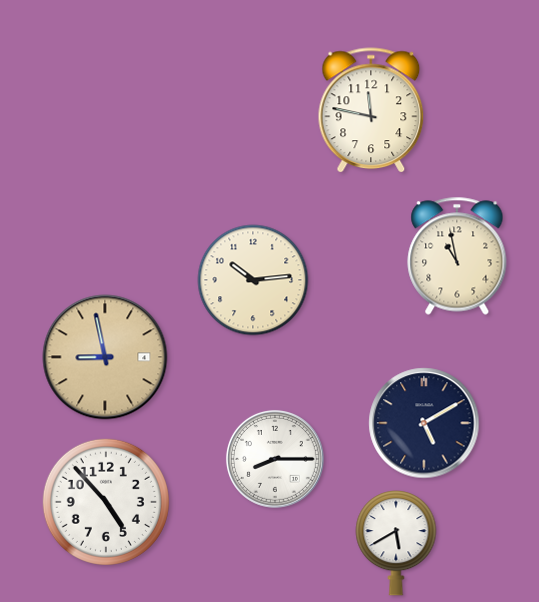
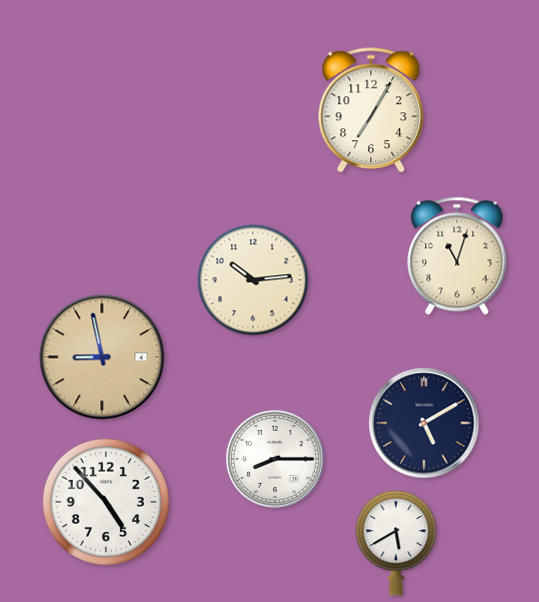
clock at (371, 111): 11:47 -> 7:05
clock at (457, 256): 10:58 -> 11:03
clock at (105, 357) position: (105, 357) -> (102, 357)
